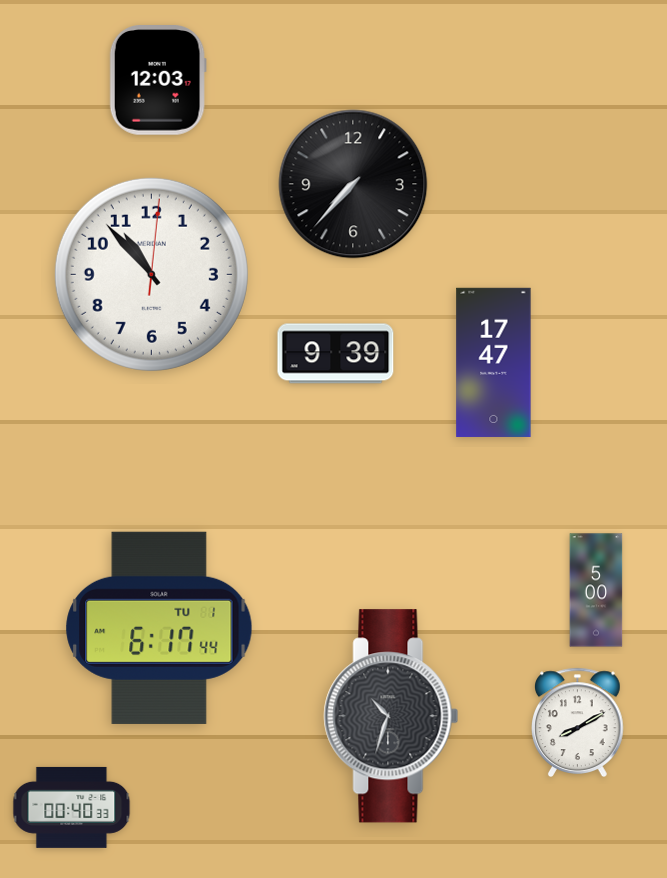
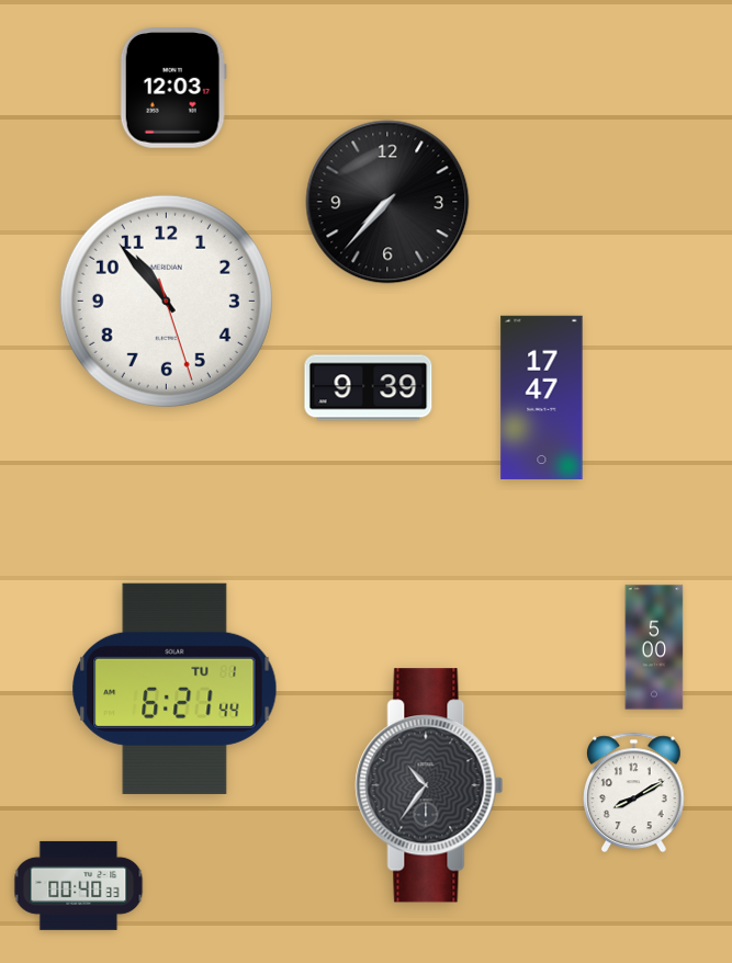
clock at (151, 274): 10:53:01 -> 10:53:27
clock at (159, 628): 6:17 -> 6:21
clock at (391, 716): 10:33 -> 10:36
